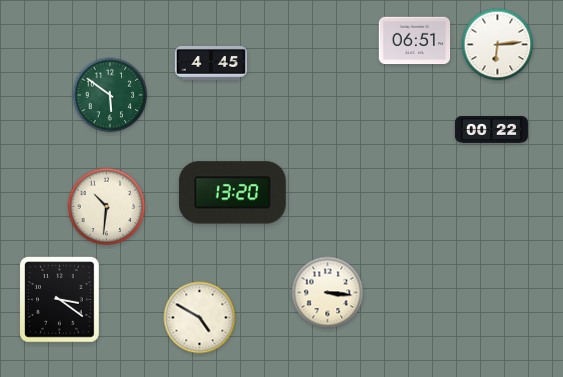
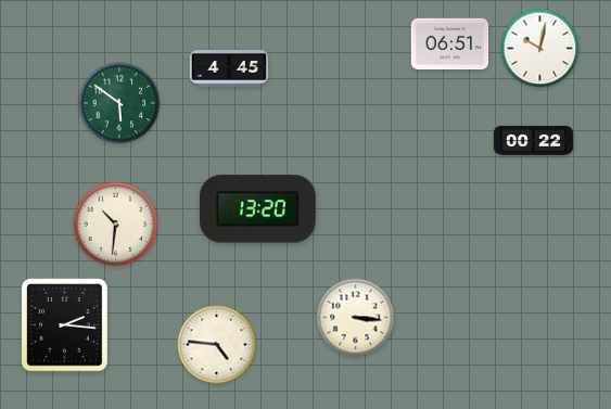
clock at (498, 45): 6:14 -> 10:02
clock at (232, 193) position: (232, 193) -> (257, 209)
clock at (60, 300): 3:21 -> 2:16
clock at (200, 318): 4:50 -> 4:46
